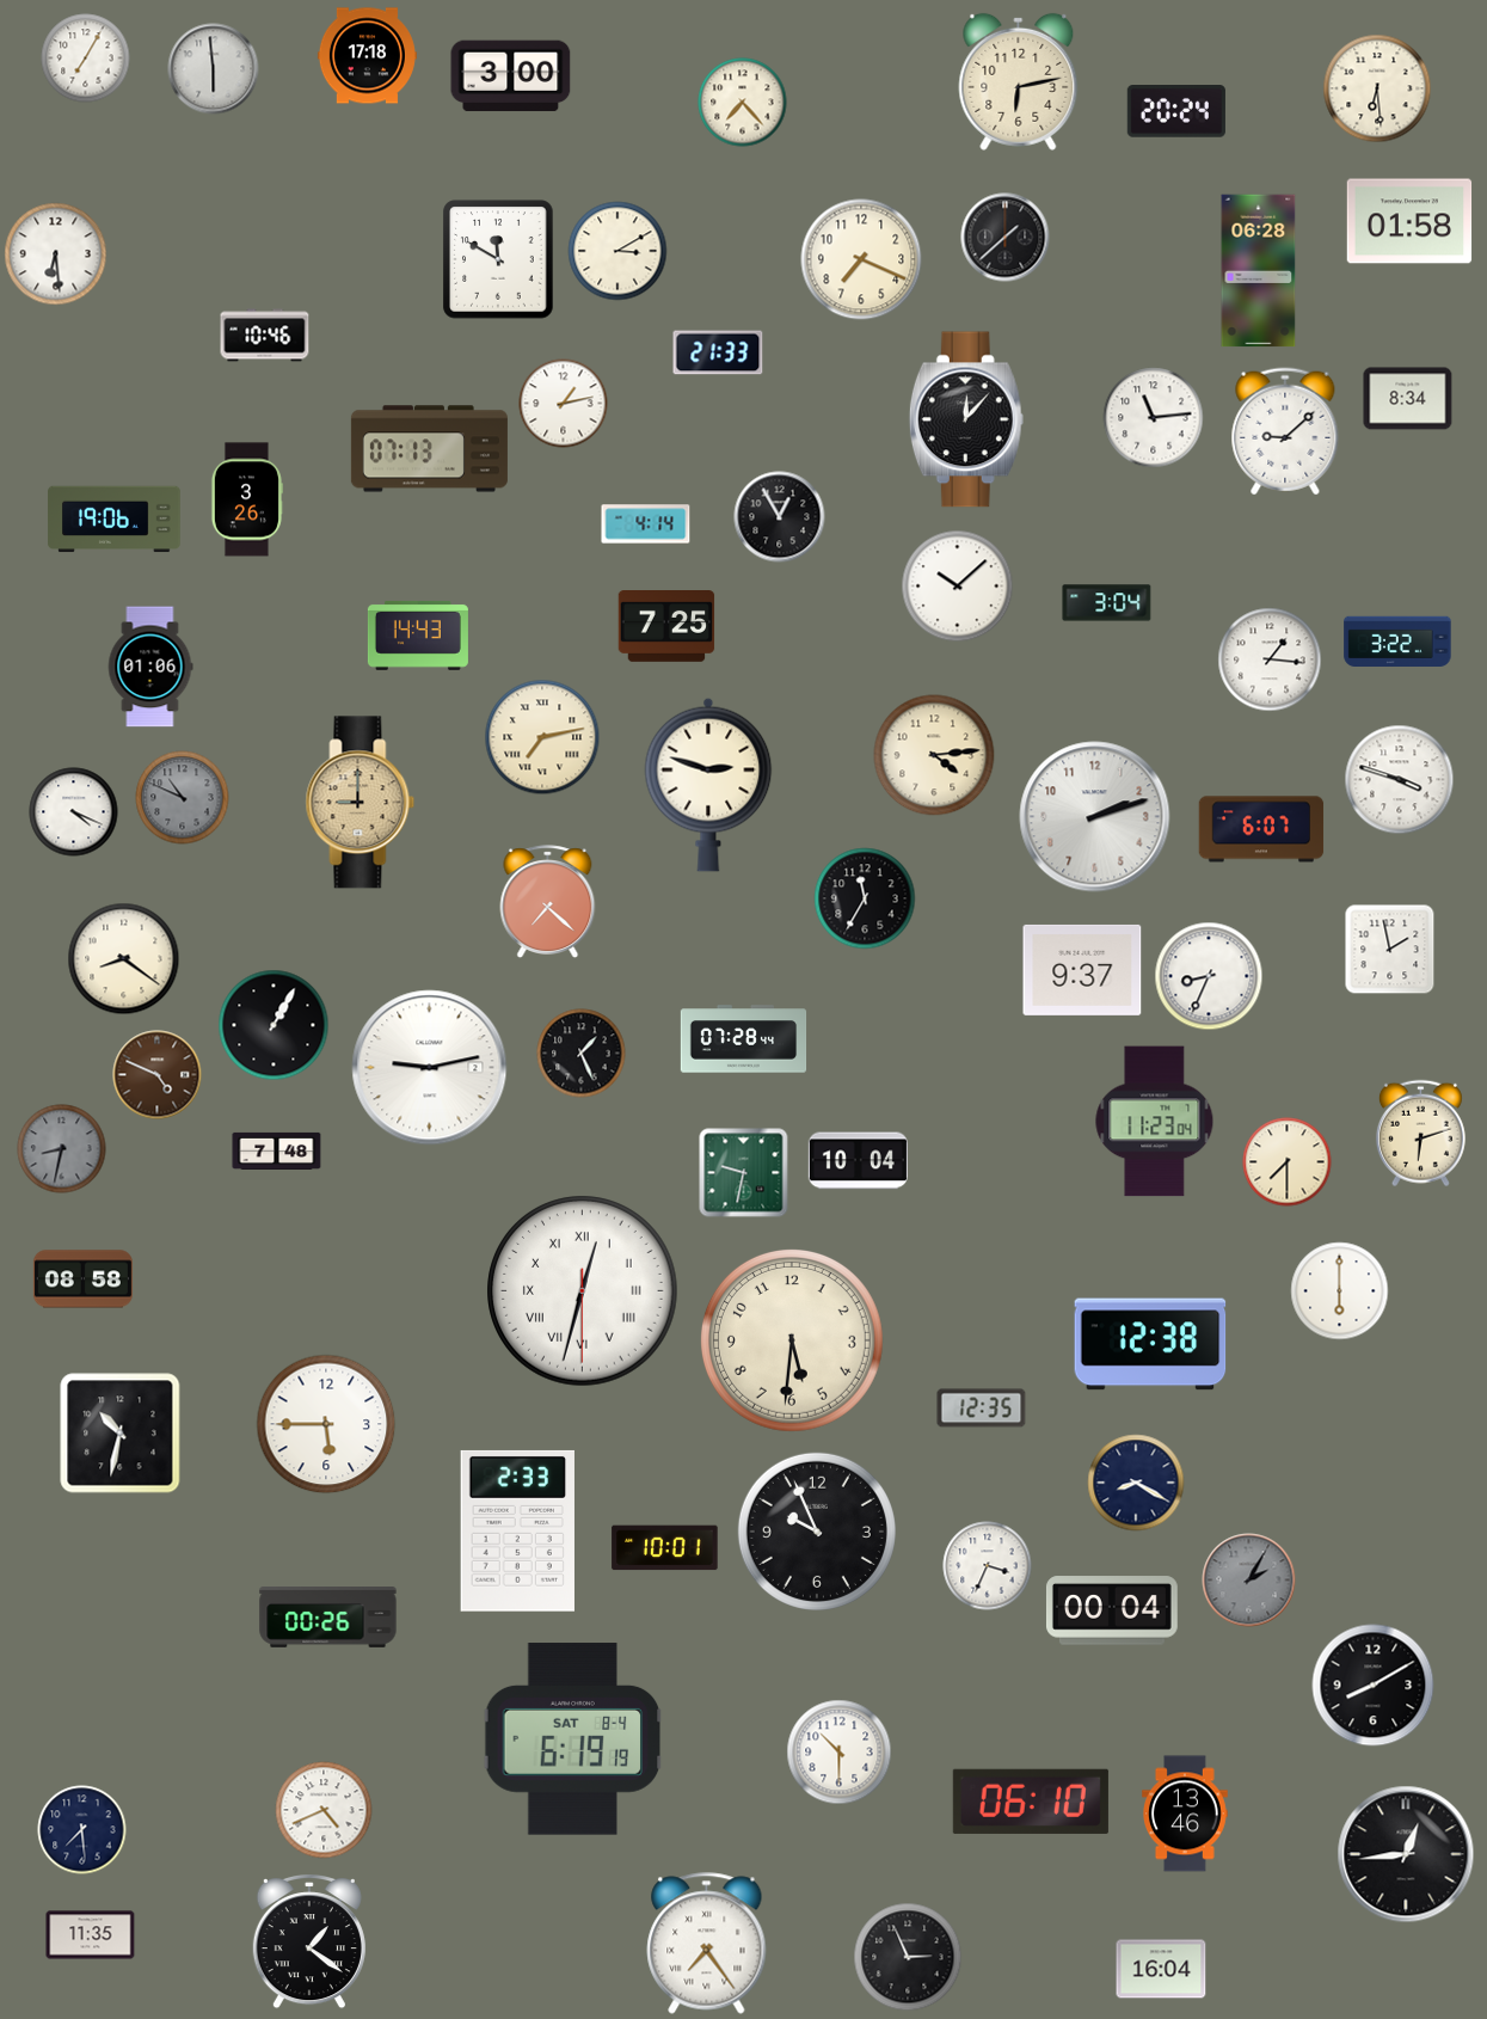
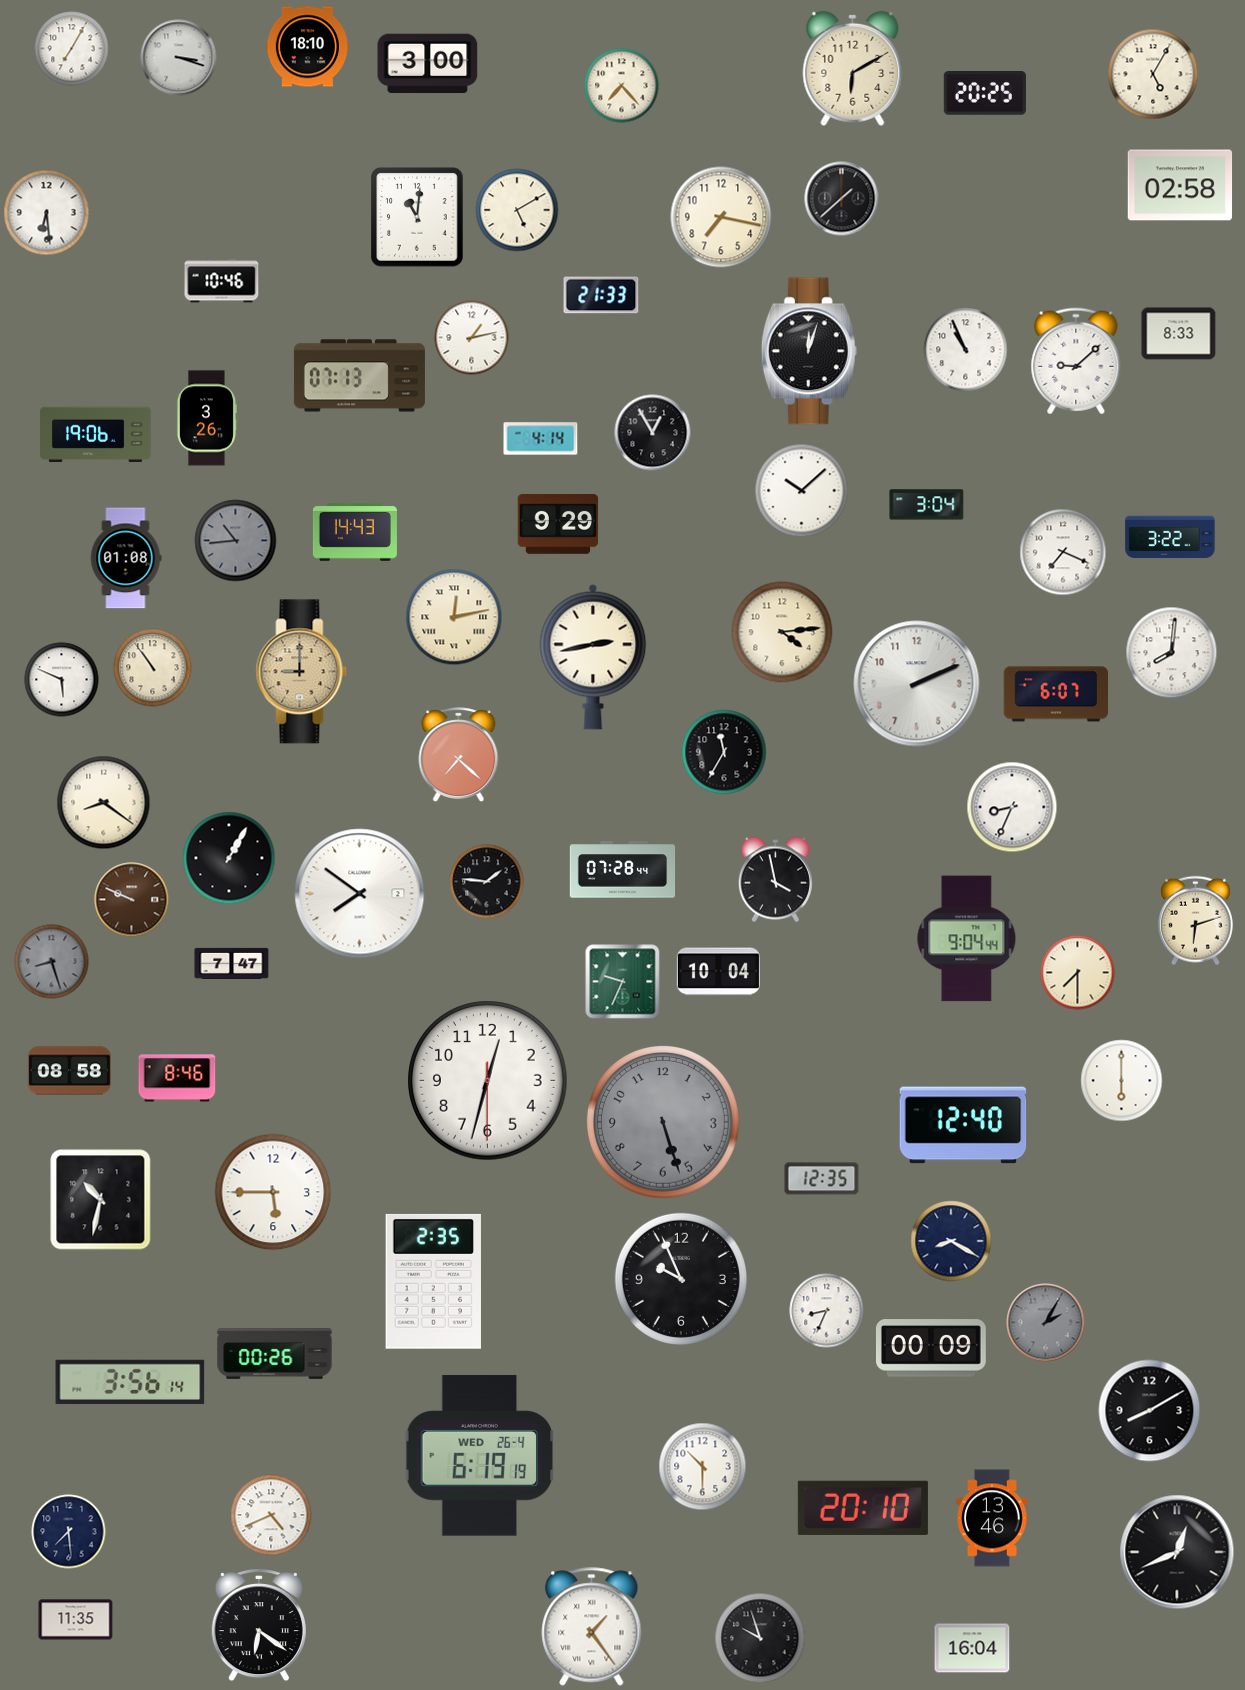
clock at (367, 56): 17:18 -> 18:10
clock at (214, 69): 5:59 -> 3:18
clock at (1019, 81): 6:13 -> 6:10
clock at (1377, 88): 6:29 -> 5:05
clock at (1176, 111): 20:24 -> 20:25
clock at (1409, 221): 01:58 -> 02:58
clock at (617, 251): 3:10 -> 5:10
clock at (498, 259): 11:50 -> 11:01
clock at (861, 259): 7:19 -> 7:17
clock at (1259, 271): 06:28 -> none
clock at (1408, 399): 8:34 -> 8:33
clock at (1154, 418): 11:14 -> 10:56
clock at (966, 419): 12:07 -> 12:03
clock at (666, 627): 7:25 -> 9:29
clock at (418, 636) position: (418, 636) -> (355, 532)
clock at (236, 541): none -> 10:44
clock at (1270, 659): 1:16 -> 7:19
clock at (150, 667): 01:06 -> 01:08
clock at (542, 737): 7:13 -> 12:13
clock at (1400, 780): 3:48 -> 8:01
clock at (708, 785): 2:48 -> 2:43
clock at (183, 798): 10:49 -> 10:54
clock at (183, 798) dial: grey -> cream
clock at (74, 812): 4:19 -> 5:49
clock at (1095, 817): 2:12 -> 2:11
clock at (1390, 950): 1:58 -> none
clock at (1082, 970): 9:37 -> none
clock at (1209, 976) position: (1209, 976) -> (1012, 807)
clock at (775, 880): none -> 3:58
clock at (582, 1054): 1:26 -> 1:46
clock at (430, 1068): 9:13 -> 7:51
clock at (158, 1075): 4:49 -> 9:49
clock at (1155, 1122): 11:23 -> 9:04
clock at (1420, 1134) position: (1420, 1134) -> (1195, 921)
clock at (62, 1149): 8:32 -> 8:27
clock at (277, 1150): 7:48 -> 7:47
clock at (744, 1173): 9:32 -> 9:34
clock at (177, 1078): none -> 8:46
clock at (583, 1291) numerals: Roman -> Arabic
clock at (792, 1340): 5:31 -> 5:27
clock at (792, 1340) dial: cream -> grey
clock at (1150, 1344): 12:38 -> 12:40
clock at (517, 1530): 2:33 -> 2:35
clock at (817, 1532) position: (817, 1532) -> (681, 1279)
clock at (665, 1548): 10:01 -> none
clock at (988, 1566): 3:34 -> 8:34
clock at (1112, 1610): 00:04 -> 00:09
clock at (130, 1382): none -> 3:56
clock at (573, 1739) date: SAT 8-4 -> WED 26-4
clock at (1031, 1802): 06:10 -> 20:10
clock at (1406, 1854): 12:44 -> 12:41
clock at (309, 1943): 1:21 -> 6:21
clock at (707, 1944): 7:24 -> 1:24
clock at (908, 1957): 2:56 -> 9:57
